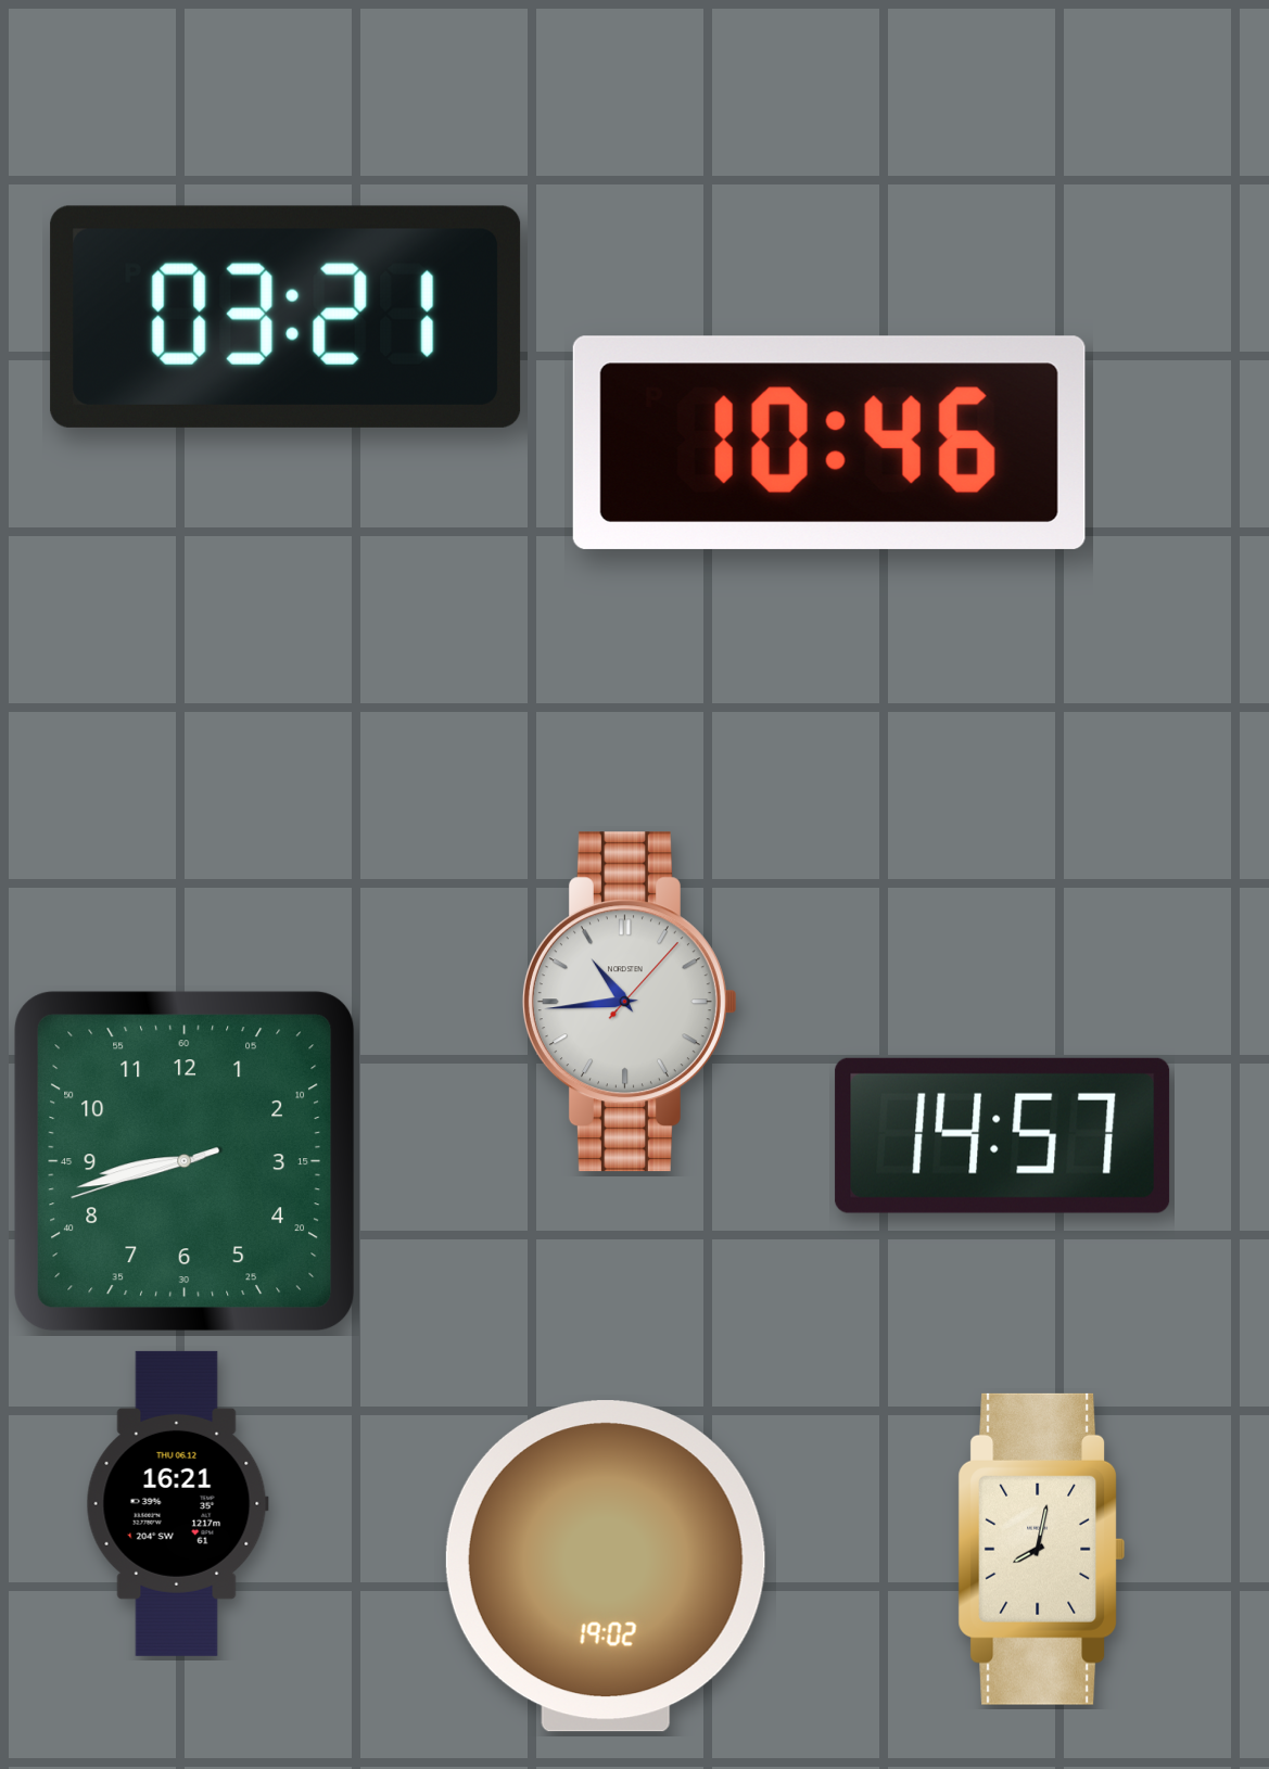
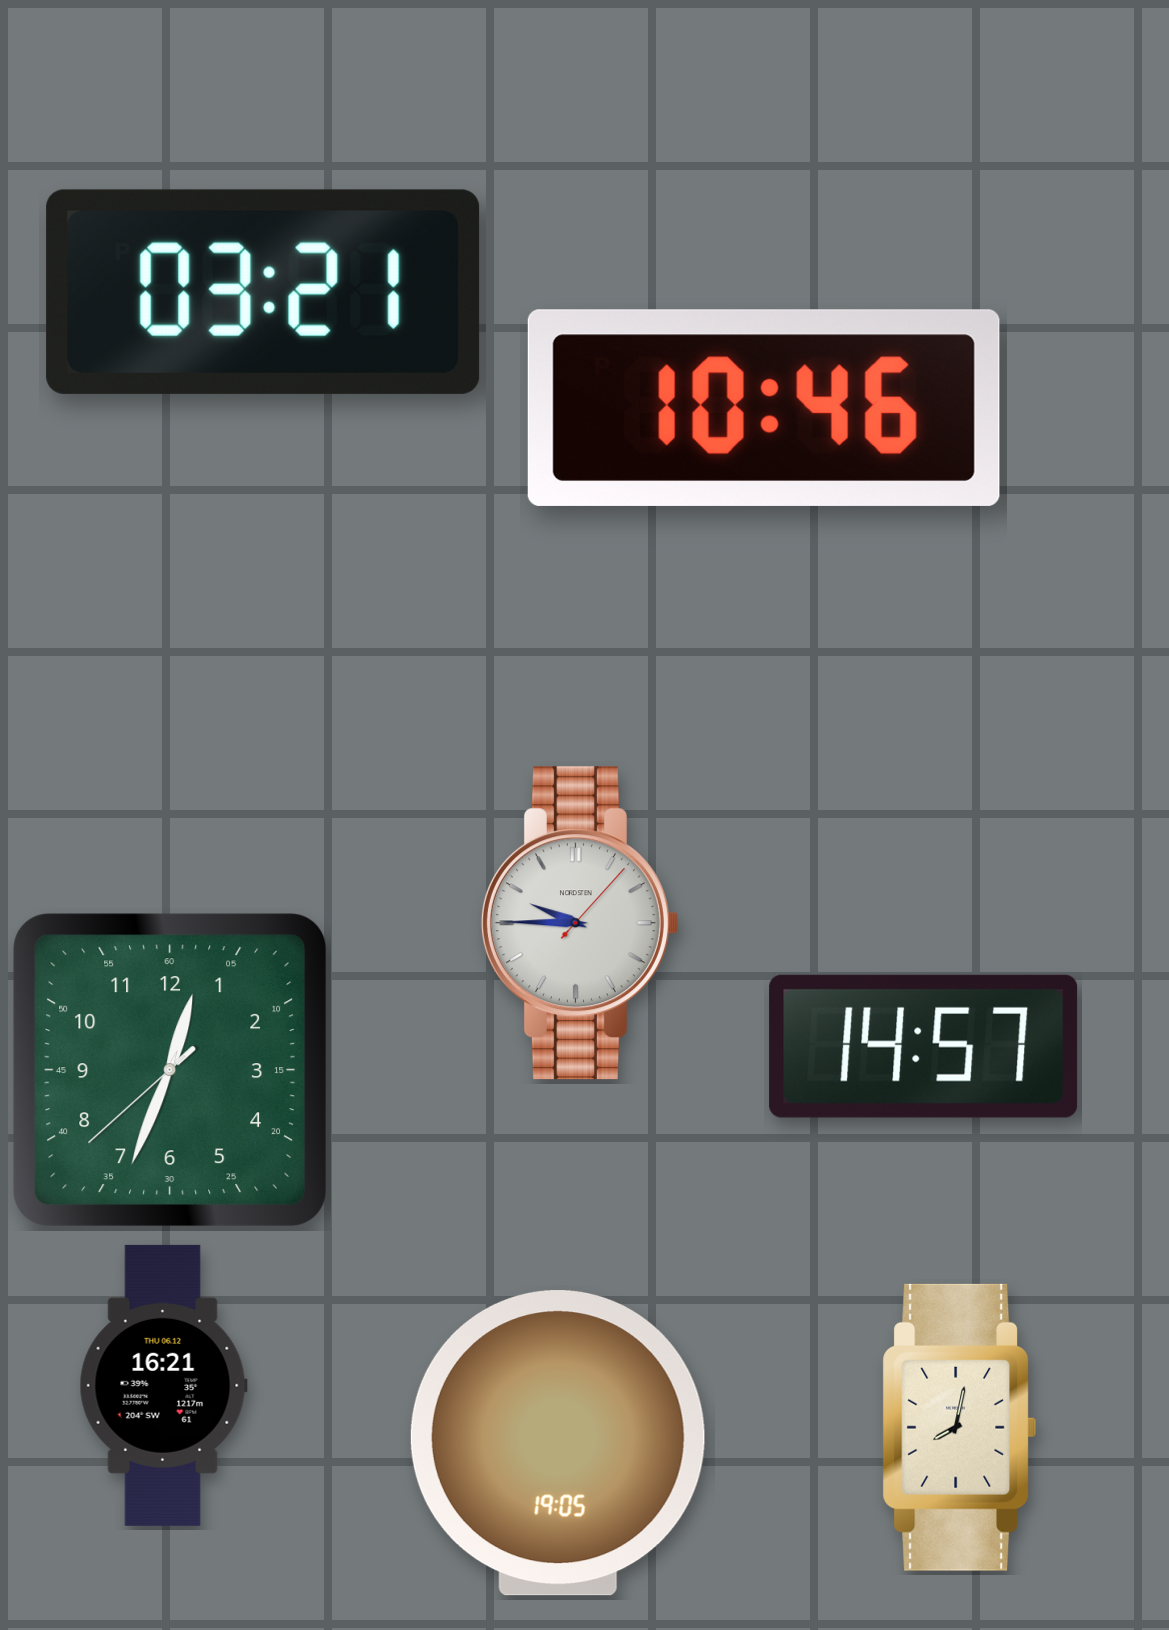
clock at (630, 1002): 10:44 -> 9:45
clock at (185, 1161): 8:42 -> 12:33
clock at (606, 1566): 19:02 -> 19:05
